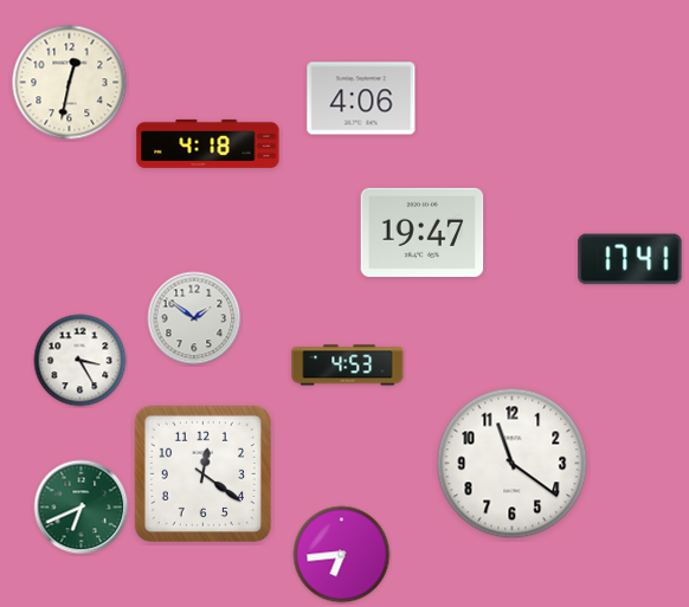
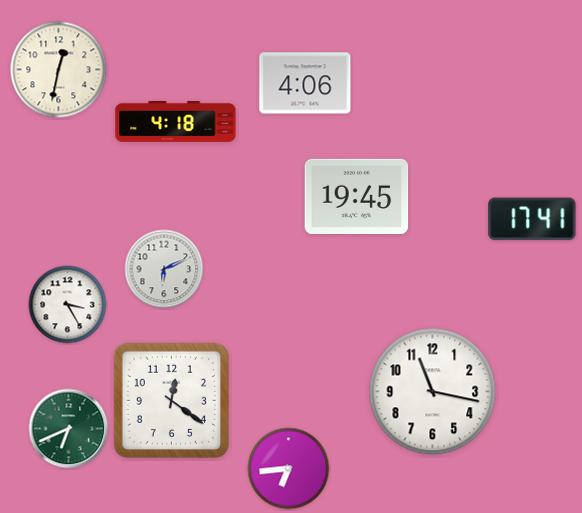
clock at (423, 232): 19:47 -> 19:45
clock at (194, 318): 1:51 -> 6:11
clock at (348, 366): 4:53 -> none
clock at (513, 464): 11:21 -> 11:17
